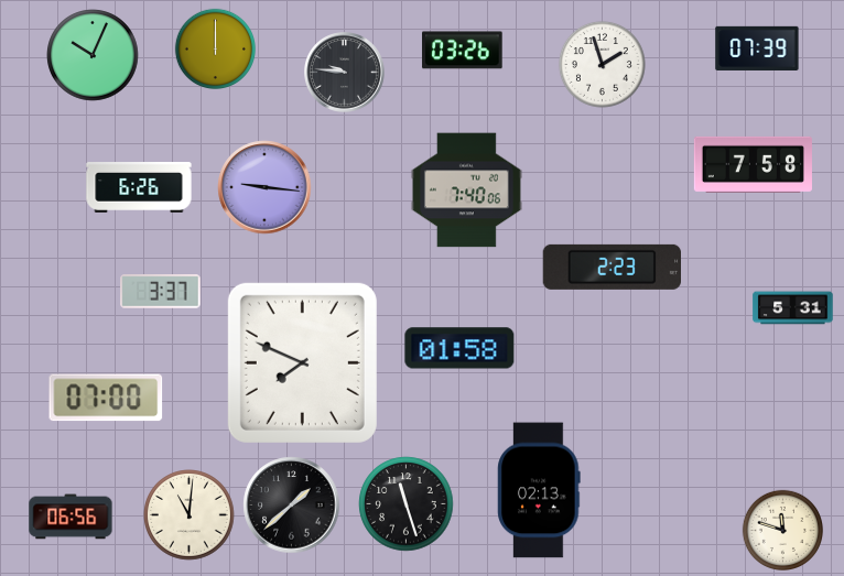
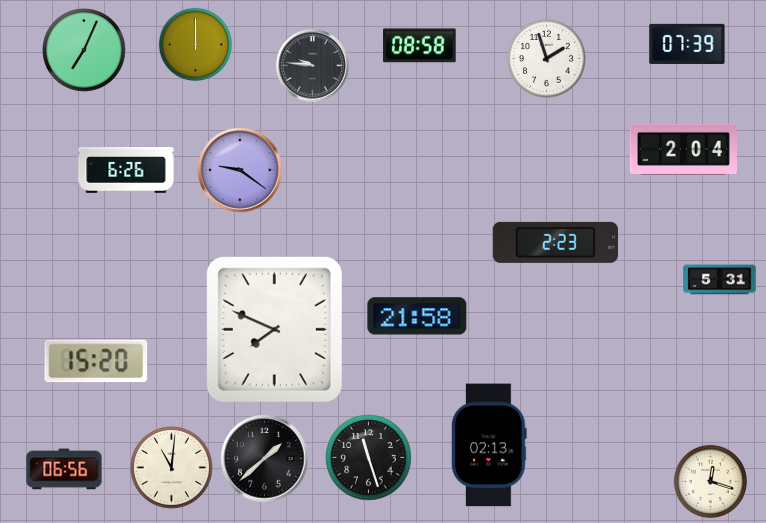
clock at (463, 51): 03:26 -> 08:58
clock at (93, 55): 10:04 -> 7:04
clock at (753, 164): 7:58 -> 2:04
clock at (264, 187): 9:16 -> 9:21
clock at (466, 191): 7:40 -> none
clock at (161, 292): 3:37 -> none
clock at (459, 348): 01:58 -> 21:58
clock at (106, 398): 07:00 -> 15:20
clock at (782, 530): 11:48 -> 12:18
